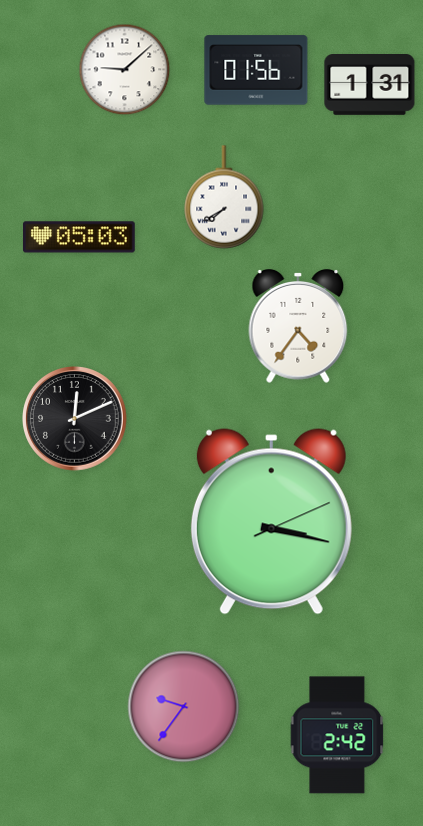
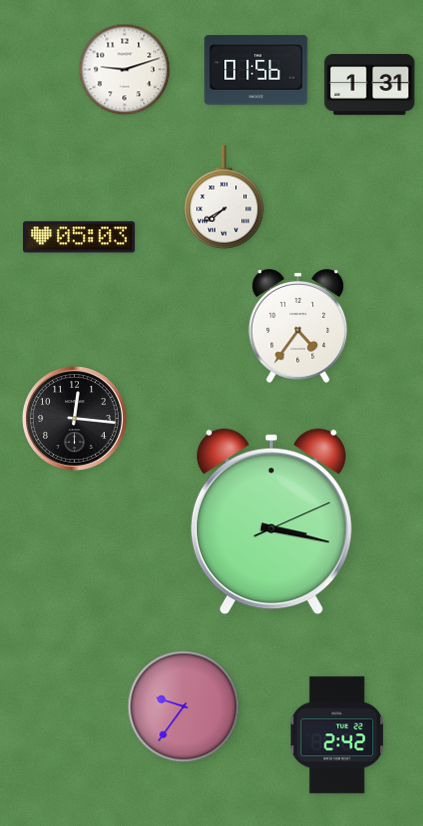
clock at (125, 70): 9:08 -> 9:12
clock at (75, 419): 12:11 -> 12:16
